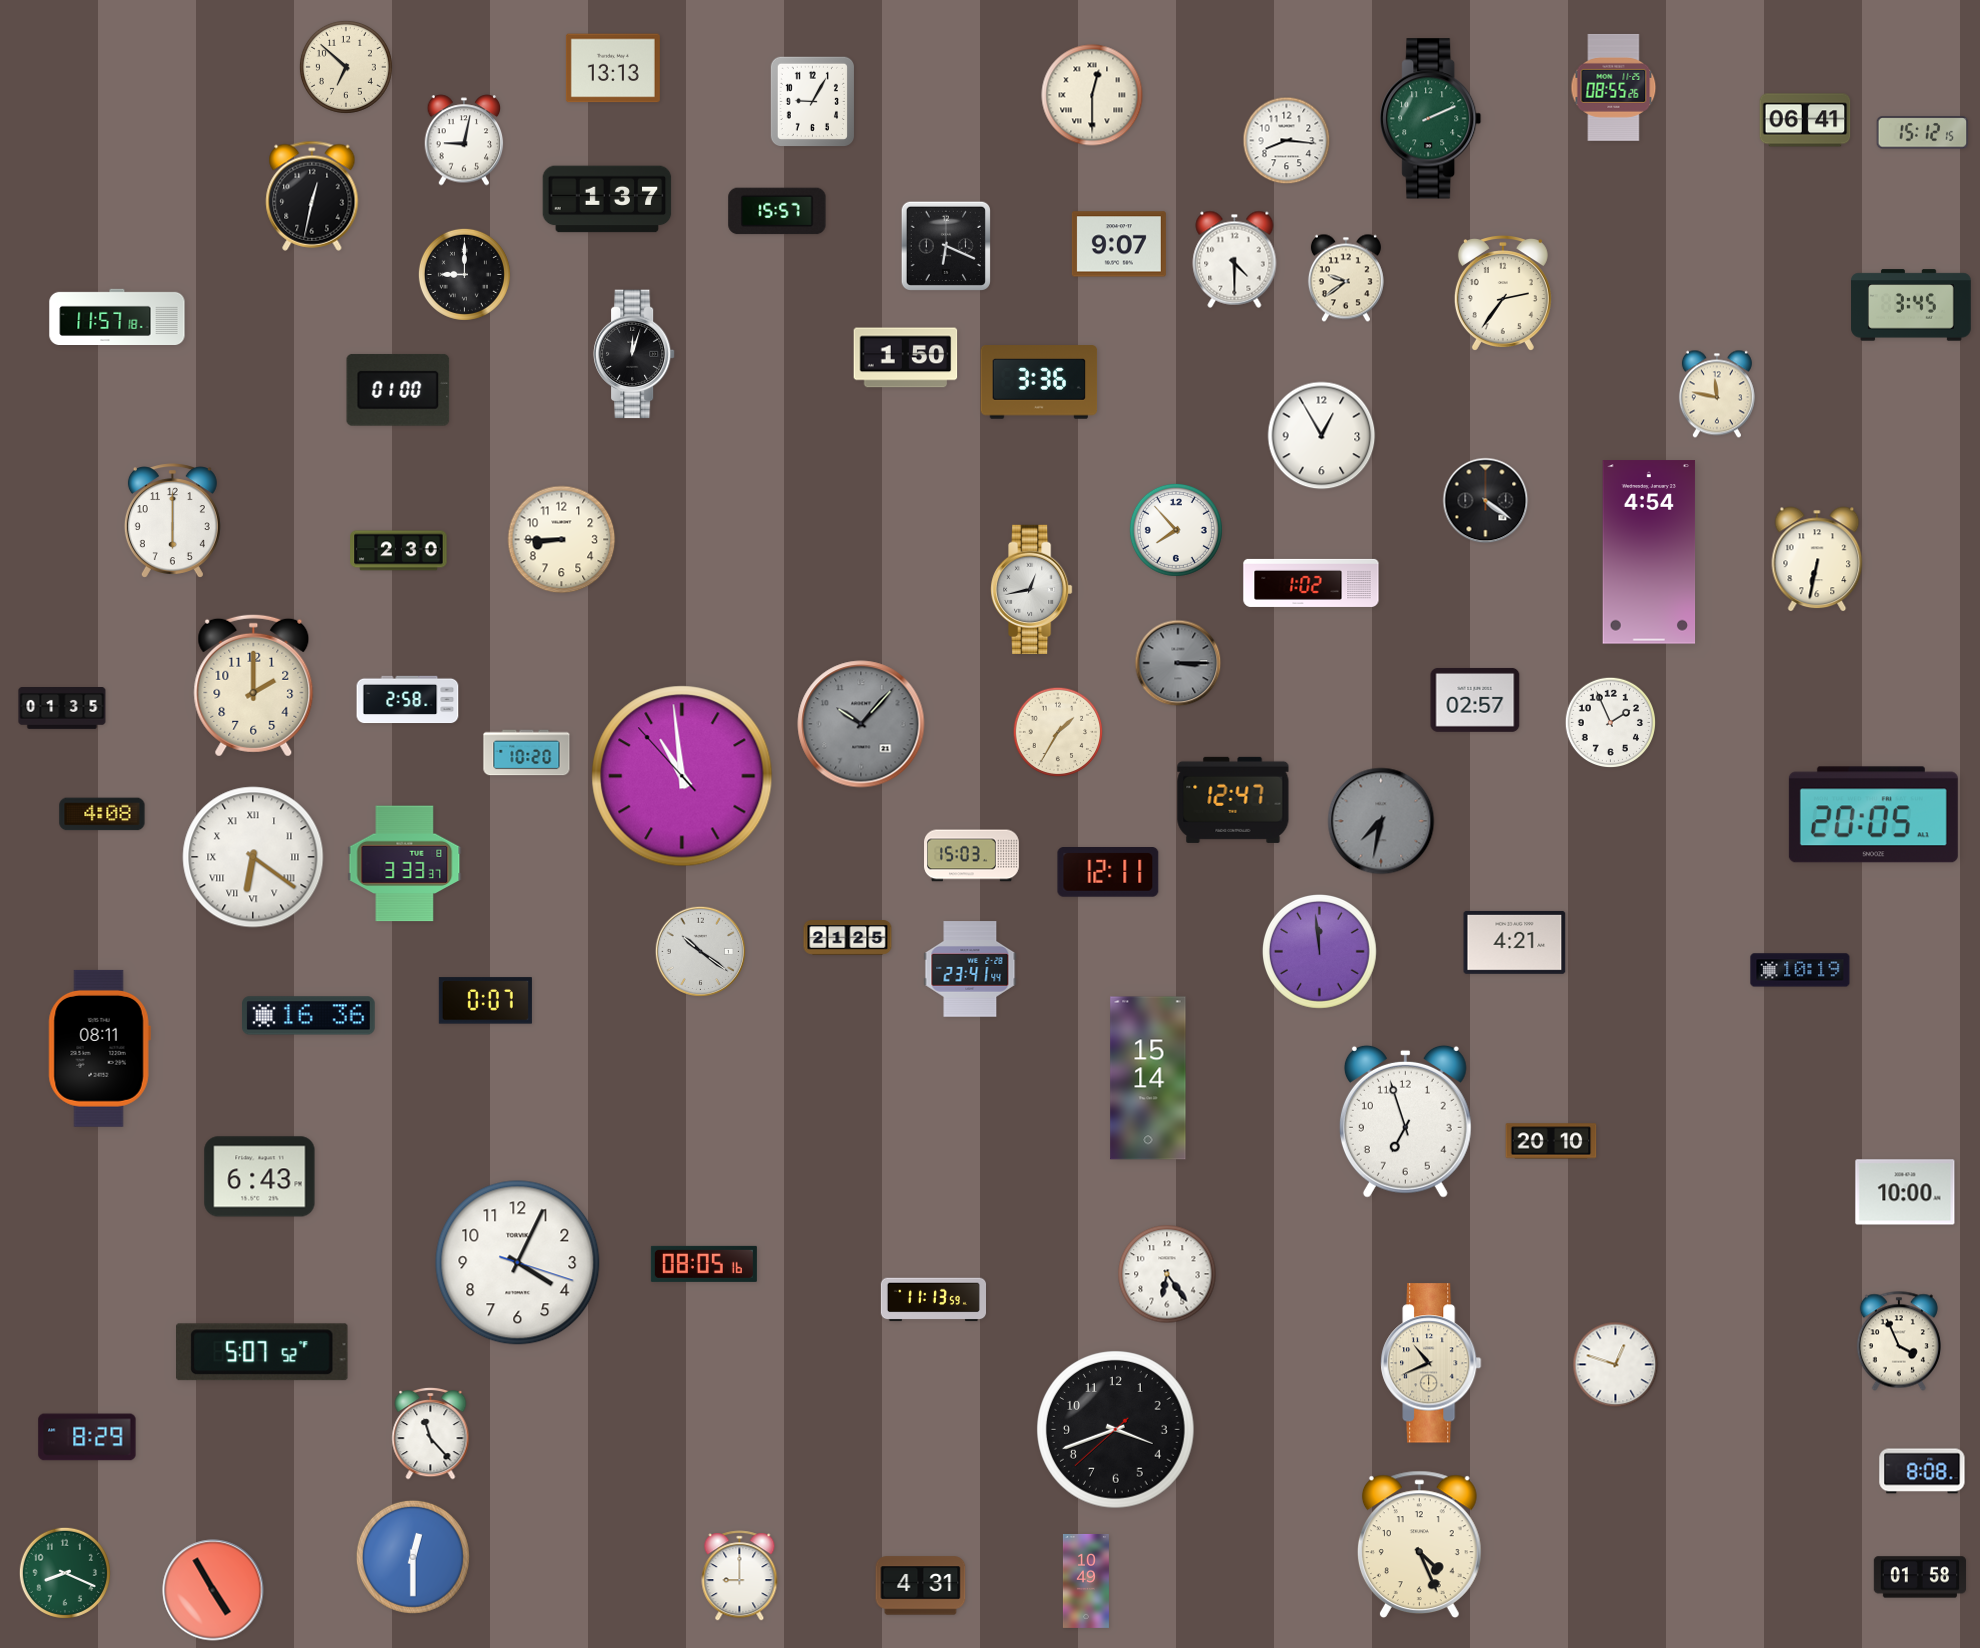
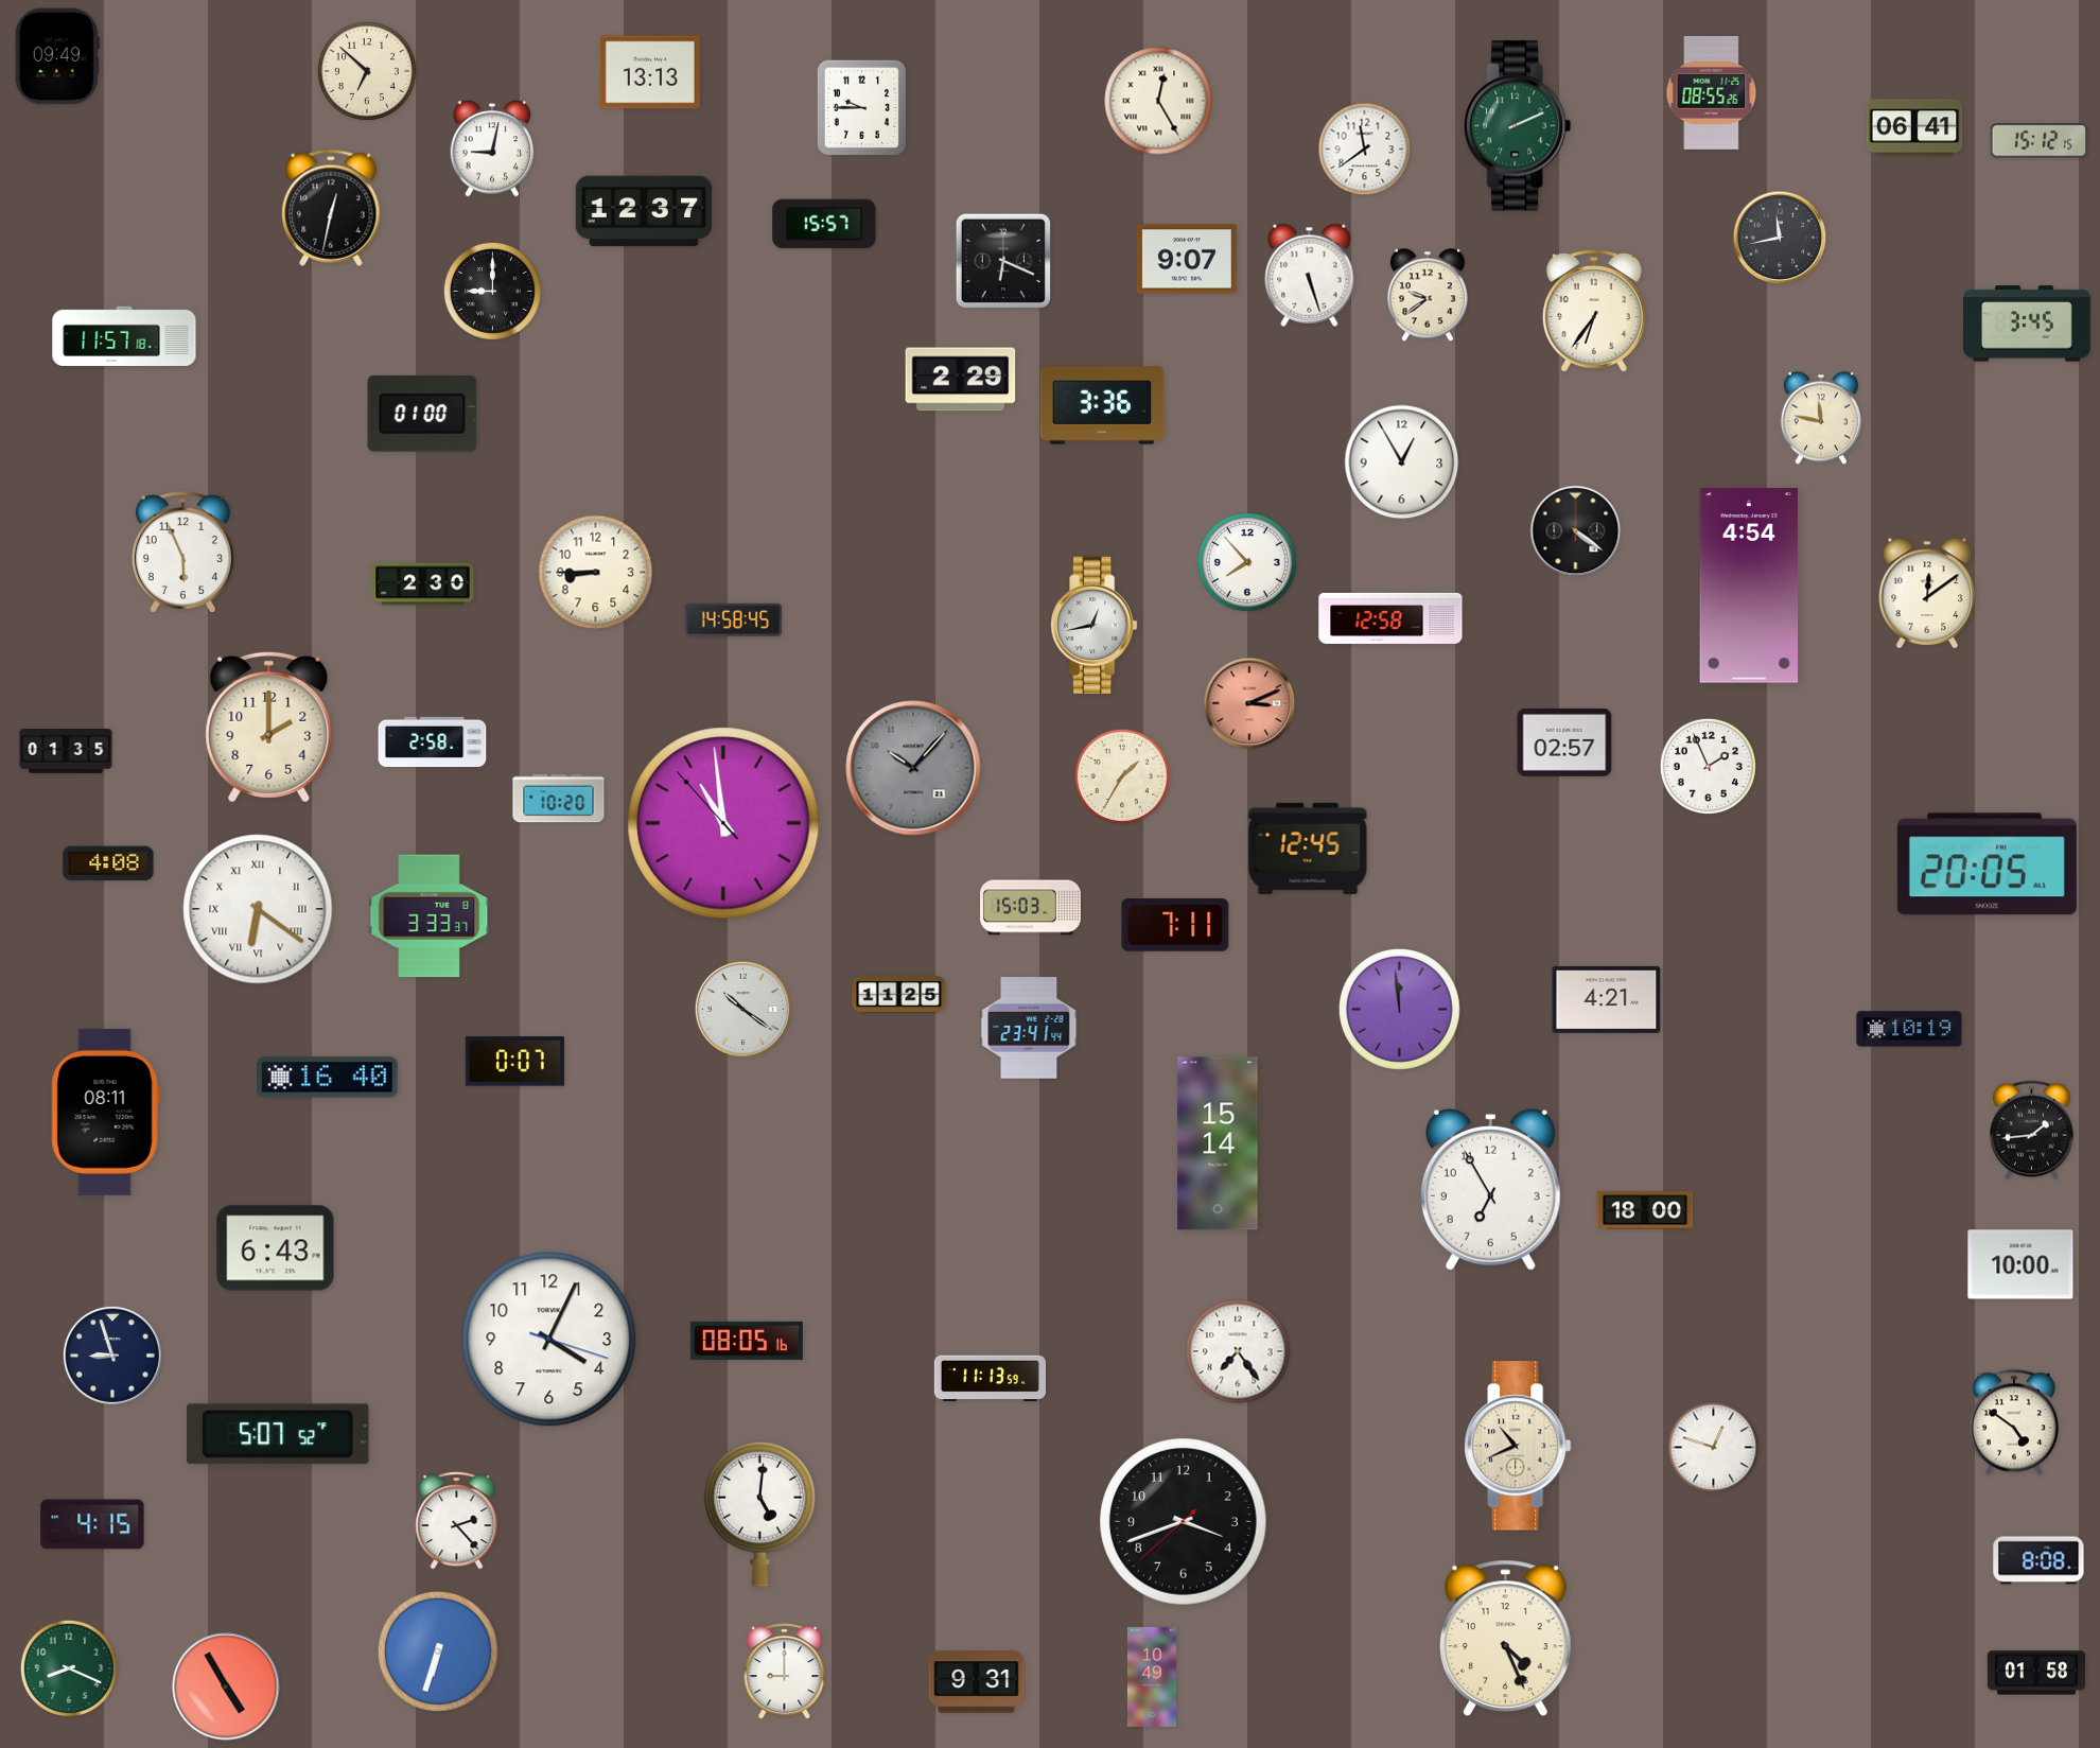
clock at (57, 56): none -> 09:49
clock at (1092, 95): 12:30 -> 12:25
clock at (812, 101): 9:05 -> 9:45
clock at (1287, 141): 8:16 -> 11:39
clock at (607, 199): 1:37 -> 12:37
clock at (1780, 238): none -> 11:43
clock at (1235, 259): 4:30 -> 5:27
clock at (1503, 293): 2:36 -> 6:36
clock at (635, 354): 12:03 -> none
clock at (906, 358): 1:50 -> 2:29
clock at (172, 521): 6:00 -> 5:56
clock at (1817, 559): 6:32 -> 12:09
clock at (1311, 583): 1:02 -> 12:58
clock at (734, 619): none -> 14:58
clock at (1178, 663): 3:15 -> 3:11
clock at (1178, 663) dial: grey -> salmon
clock at (1233, 800): 12:47 -> 12:45
clock at (1381, 821): 7:32 -> none
clock at (253, 857) position: (253, 857) -> (258, 909)
clock at (1108, 873): 12:11 -> 7:11
clock at (848, 938): 21:25 -> 11:25
clock at (309, 1016): 16:36 -> 16:40
clock at (2032, 1131): none -> 1:44
clock at (1405, 1121): 6:57 -> 6:55
clock at (1551, 1141): 20:10 -> 18:00
clock at (1167, 1274): 6:24 -> 7:24
clock at (112, 1356): none -> 8:57
clock at (1899, 1341): 3:56 -> 4:51
clock at (760, 1514): none -> 5:01
clock at (1116, 1430) position: (1116, 1430) -> (1184, 1522)
clock at (431, 1433): 11:23 -> 2:23
clock at (87, 1437): 8:29 -> 4:15
clock at (413, 1557): 12:30 -> 6:33
clock at (921, 1586): 4:31 -> 9:31
